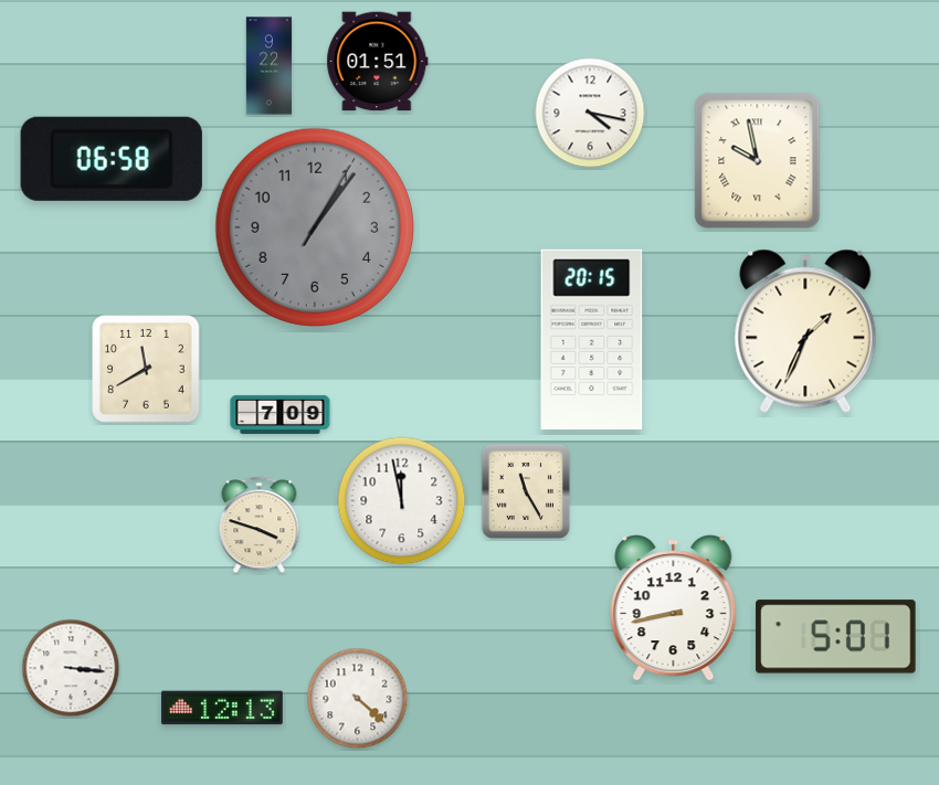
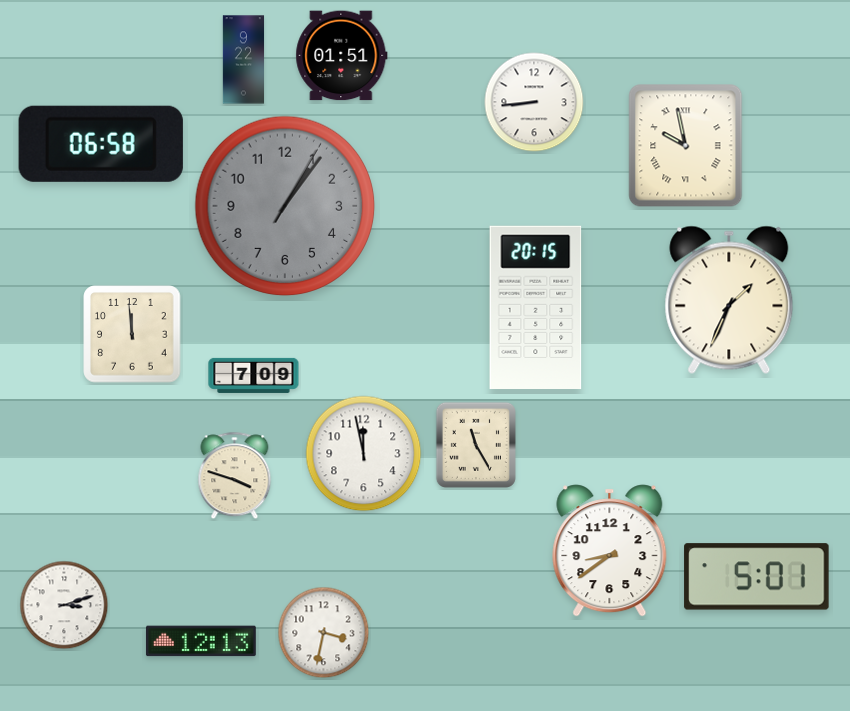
clock at (590, 113): 4:17 -> 8:44
clock at (146, 369): 11:40 -> 11:59
clock at (674, 608): 8:43 -> 8:39
clock at (71, 668): 3:16 -> 3:12
clock at (358, 699): 4:22 -> 3:32
